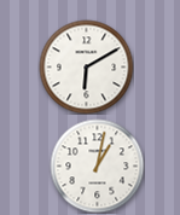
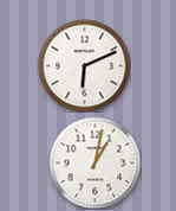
clock at (86, 66): 6:10 -> 6:11
